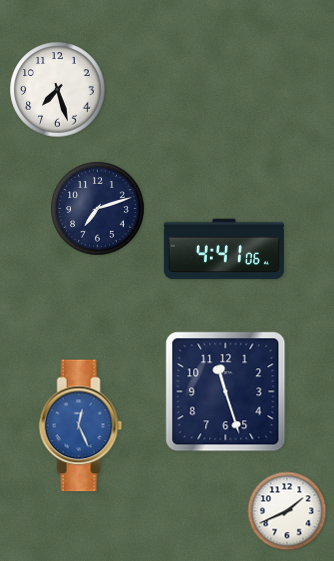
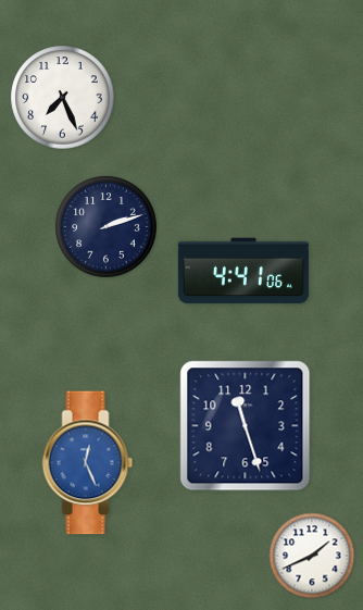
clock at (58, 90): 7:27 -> 7:26
clock at (98, 209): 7:12 -> 2:12
